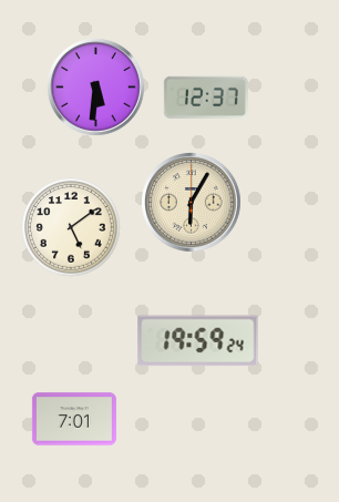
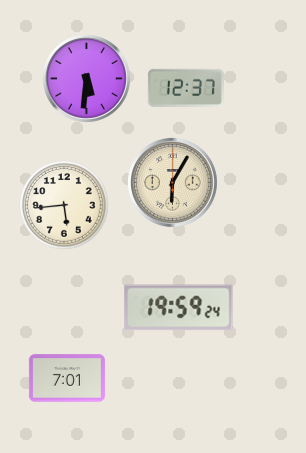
clock at (71, 227): 5:09 -> 5:44
